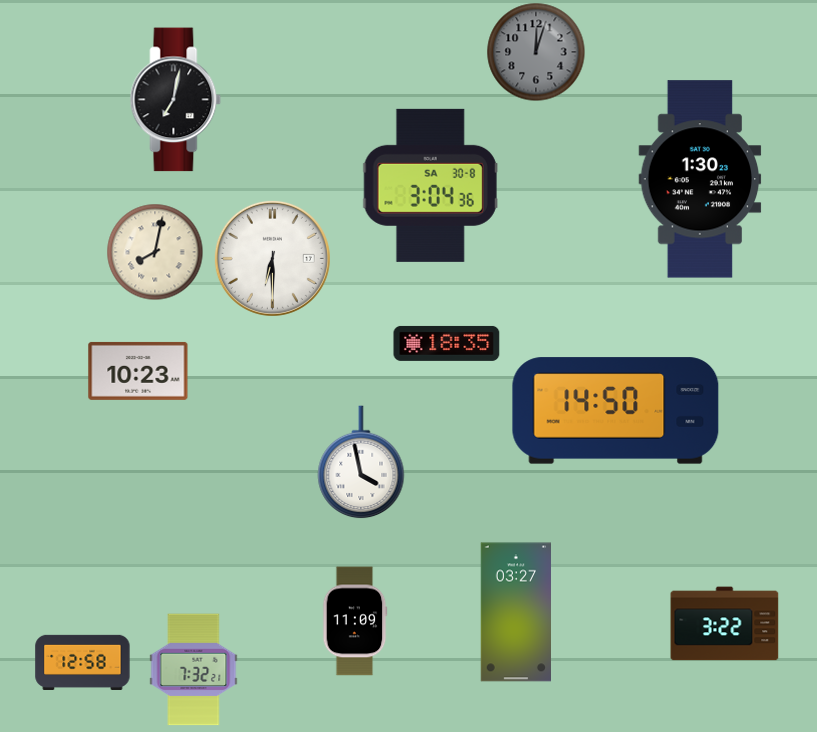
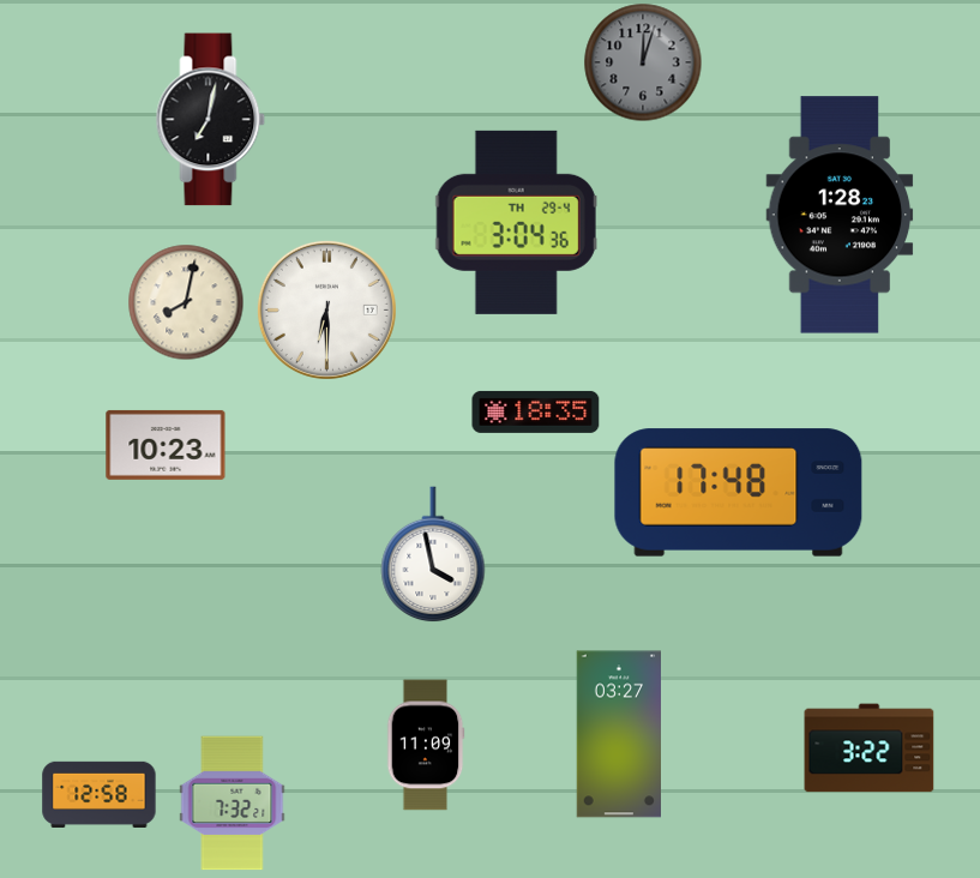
clock at (700, 179): 1:30 -> 1:28
clock at (430, 185) date: SA 30-8 -> TH 29-4
clock at (616, 411): 14:50 -> 17:48
